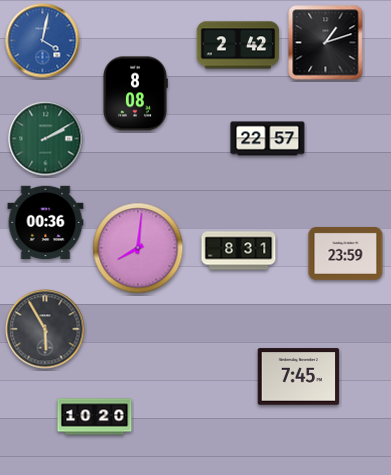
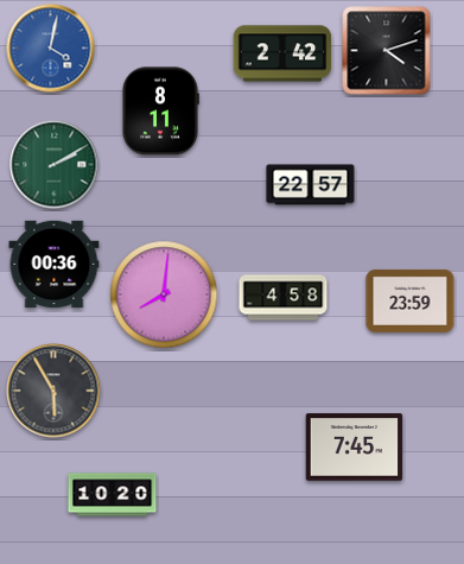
clock at (326, 43): 1:12 -> 4:12
clock at (135, 94): 8:08 -> 8:11
clock at (268, 139) position: (268, 139) -> (311, 185)
clock at (239, 251): 8:31 -> 4:58
